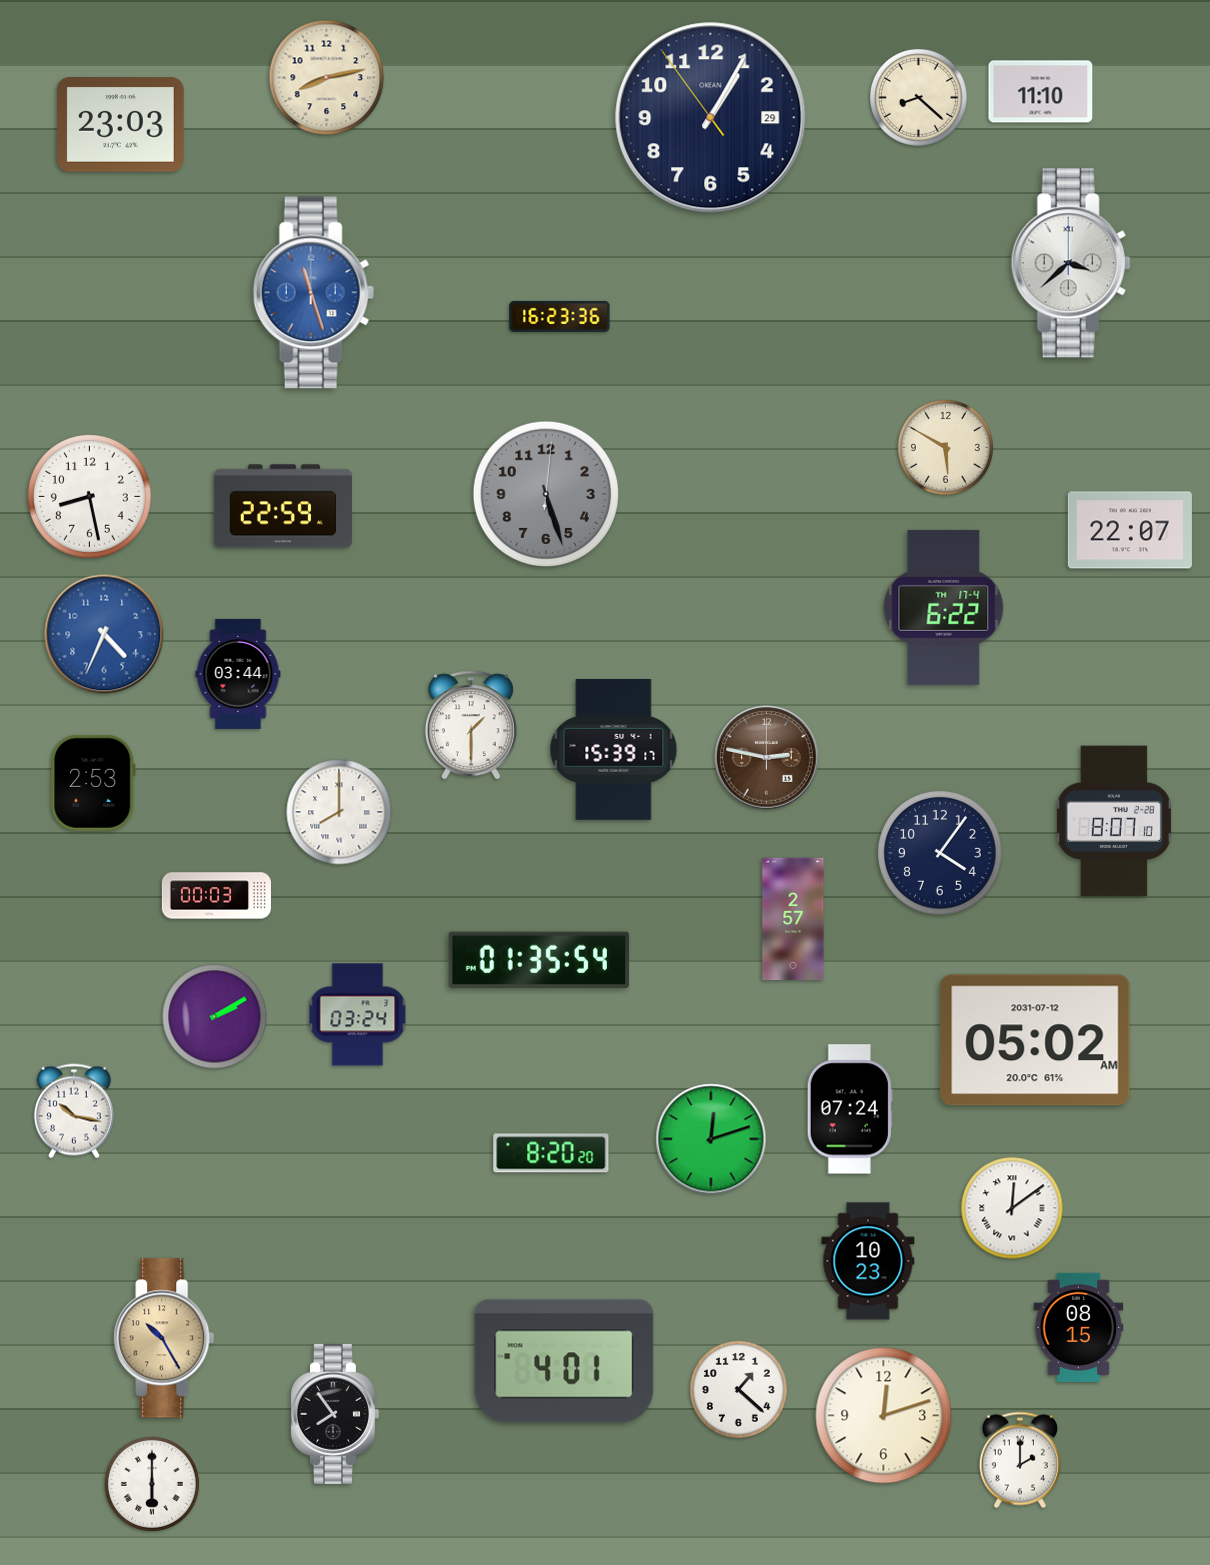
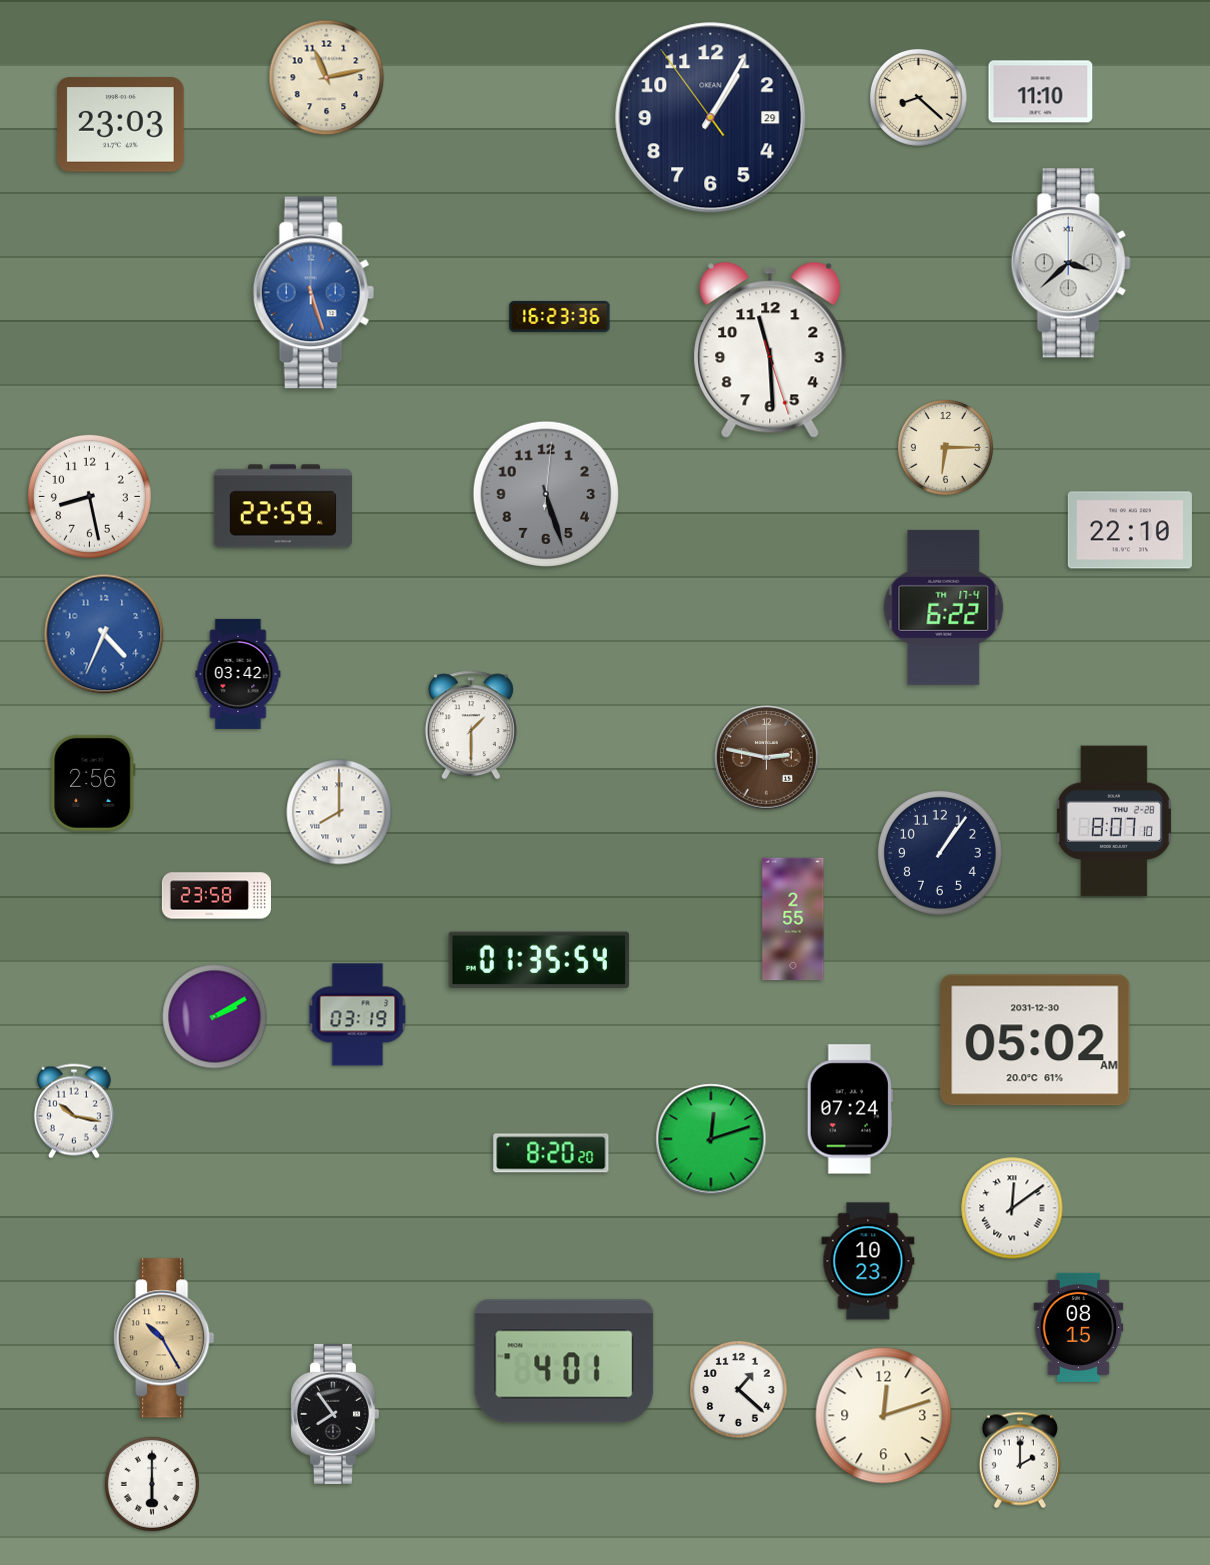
clock at (327, 78): 8:13 -> 11:13
clock at (313, 293): 11:27 -> 5:27
clock at (770, 350): none -> 11:29
clock at (945, 447): 5:50 -> 6:15
clock at (1130, 530): 22:07 -> 22:10
clock at (238, 674): 03:44 -> 03:42
clock at (614, 750): 15:39 -> none
clock at (93, 783): 2:53 -> 2:56
clock at (940, 853): 4:06 -> 1:06
clock at (216, 896): 00:03 -> 23:58
clock at (793, 919): 2:57 -> 2:55
clock at (358, 1015): 03:24 -> 03:19
clock at (1035, 1040) date: 2031-07-12 -> 2031-12-30
